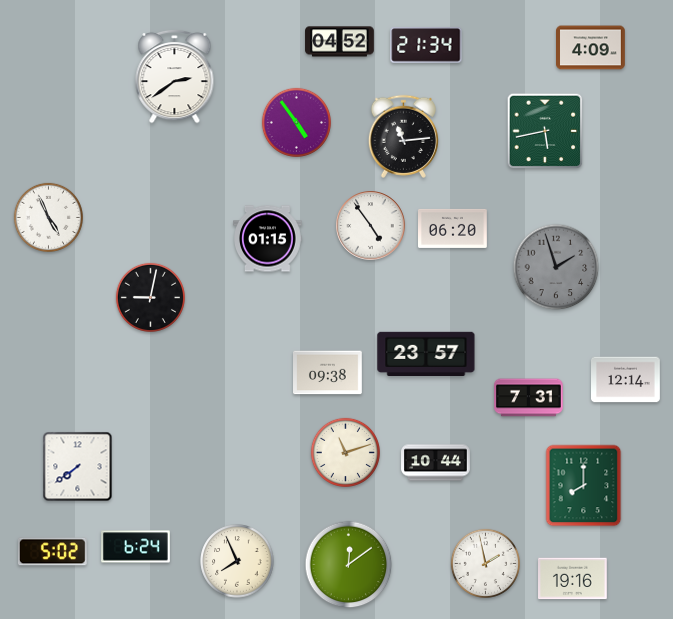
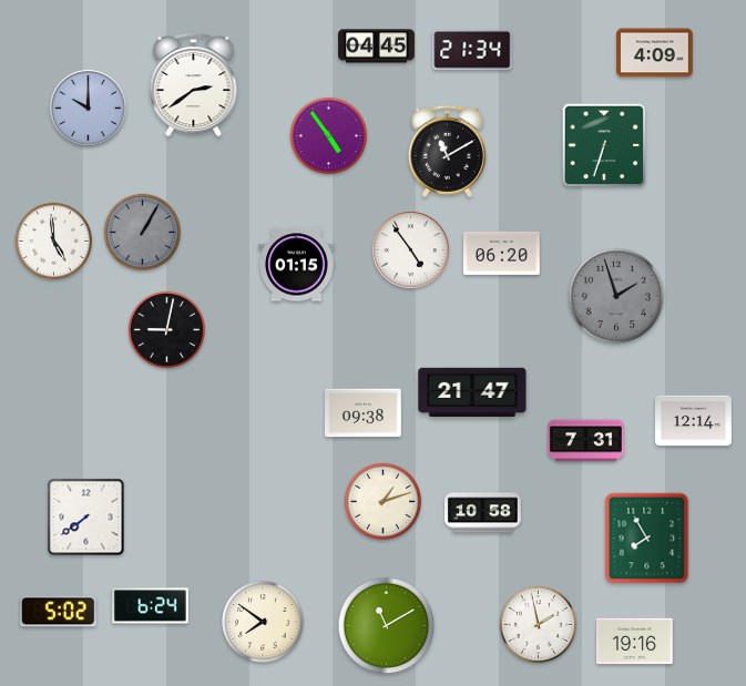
clock at (340, 42): 04:52 -> 04:45
clock at (89, 109): none -> 10:00
clock at (545, 131): 5:43 -> 6:33
clock at (403, 136): 11:14 -> 11:10
clock at (142, 232): none -> 1:05
clock at (48, 217): 4:56 -> 4:59
clock at (426, 353): 23:57 -> 21:47
clock at (345, 452): 11:12 -> 1:12
clock at (436, 463): 10:44 -> 10:58
clock at (584, 486): 8:00 -> 7:55
clock at (237, 561): 7:56 -> 7:51
clock at (349, 565): 12:09 -> 11:10
